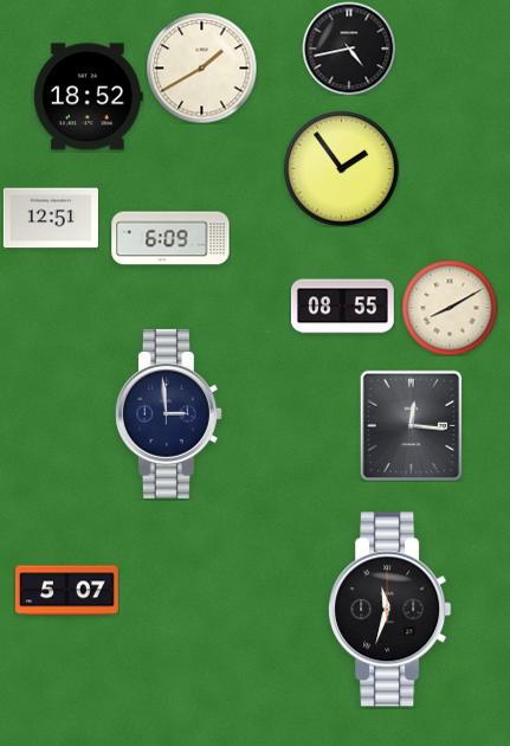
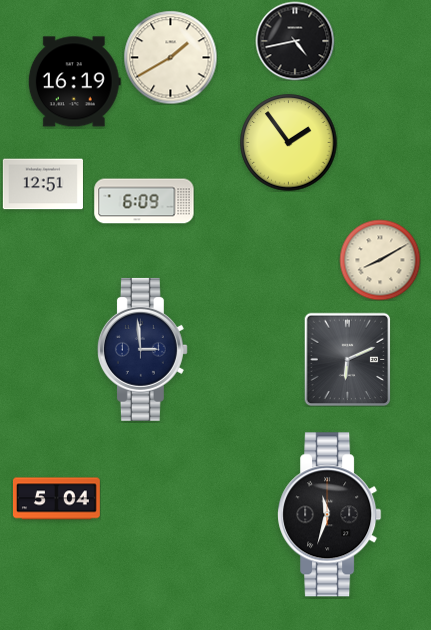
clock at (88, 97): 18:52 -> 16:19
clock at (342, 307): 08:55 -> none
clock at (412, 425): 12:16 -> 6:11
clock at (66, 591): 5:07 -> 5:04
